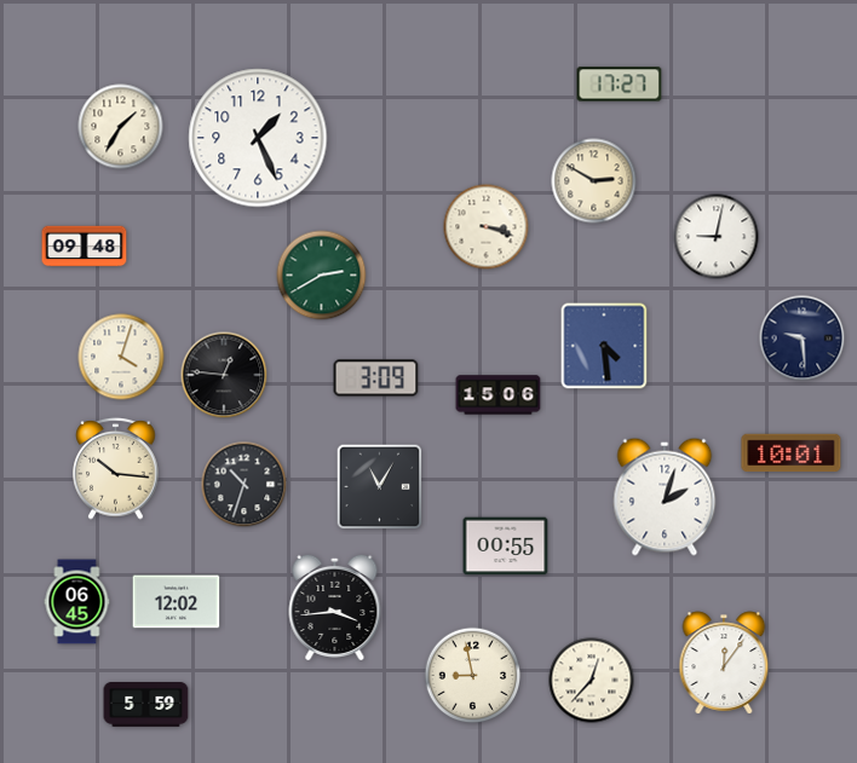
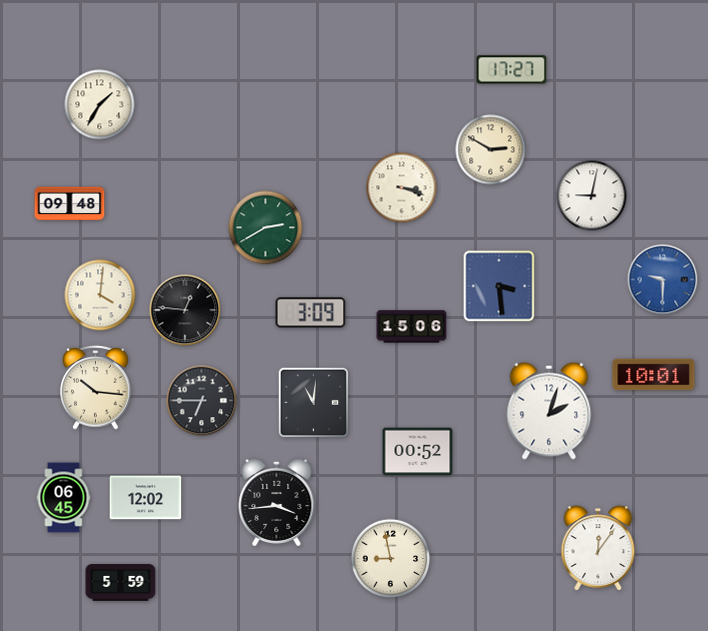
clock at (258, 138): 1:26 -> none
clock at (803, 339): 9:29 -> 9:30
clock at (803, 339) dial: navy -> blue
clock at (604, 346): 4:29 -> 3:29
clock at (121, 357): 4:03 -> 4:01
clock at (245, 485): 10:33 -> 6:45
clock at (380, 487): 11:05 -> 11:01
clock at (506, 547): 00:55 -> 00:52
clock at (592, 681): 12:37 -> none
